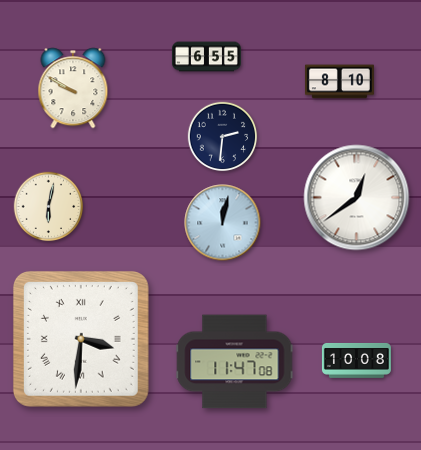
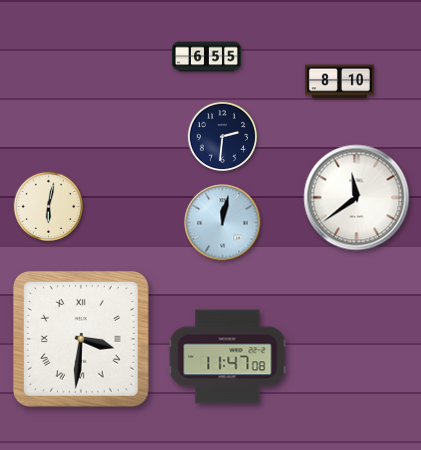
clock at (73, 88): 9:50 -> none
clock at (357, 198): 12:39 -> 11:39
clock at (356, 360): 10:08 -> none
clock at (235, 362) position: (235, 362) -> (228, 357)
